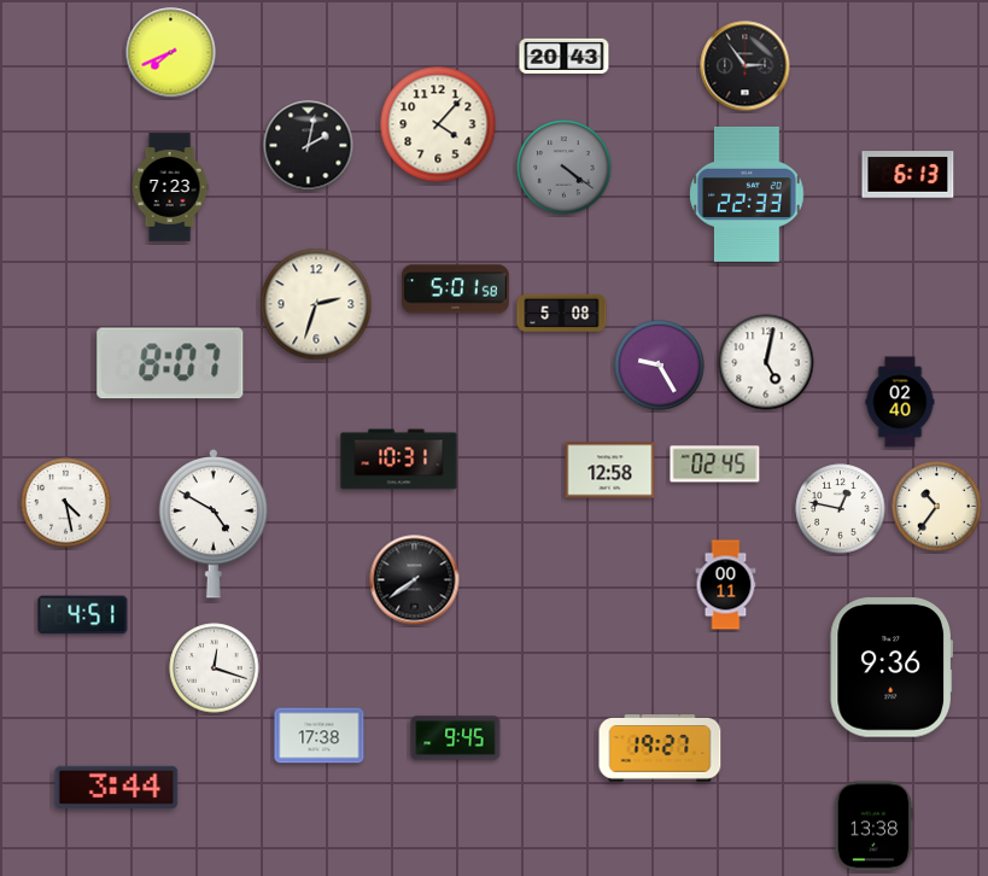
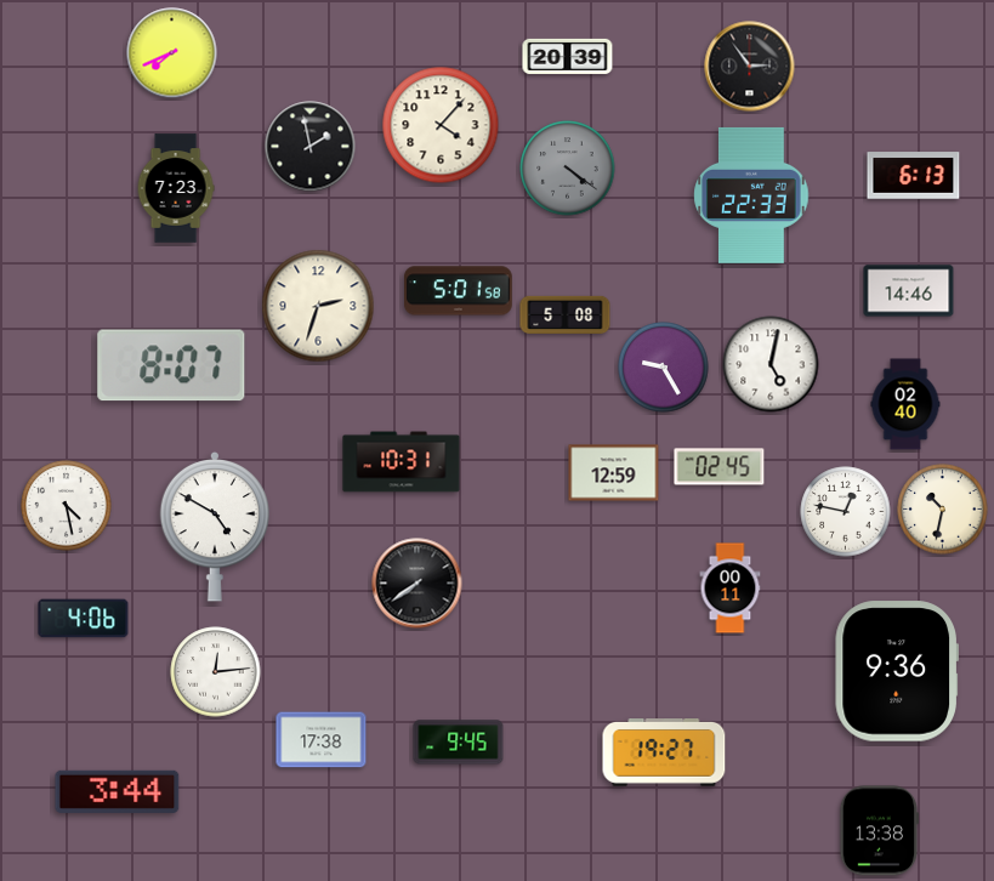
clock at (565, 56): 20:43 -> 20:39
clock at (309, 146): 2:02 -> 1:58
clock at (170, 187) position: (170, 187) -> (176, 188)
clock at (909, 291): none -> 14:46
clock at (610, 471): 12:58 -> 12:59
clock at (937, 507): 10:36 -> 10:32
clock at (83, 615): 4:51 -> 4:06
clock at (215, 668): 12:18 -> 12:14
